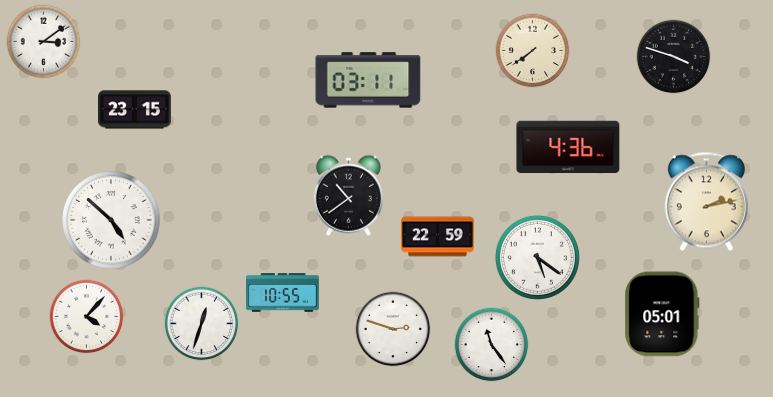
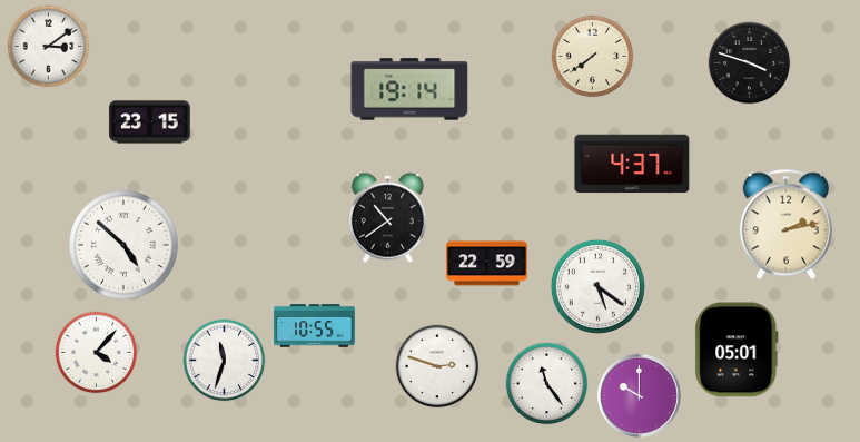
clock at (368, 80): 03:11 -> 19:14
clock at (568, 147): 4:36 -> 4:37
clock at (202, 324): 12:33 -> 11:33
clock at (639, 395): none -> 10:00
